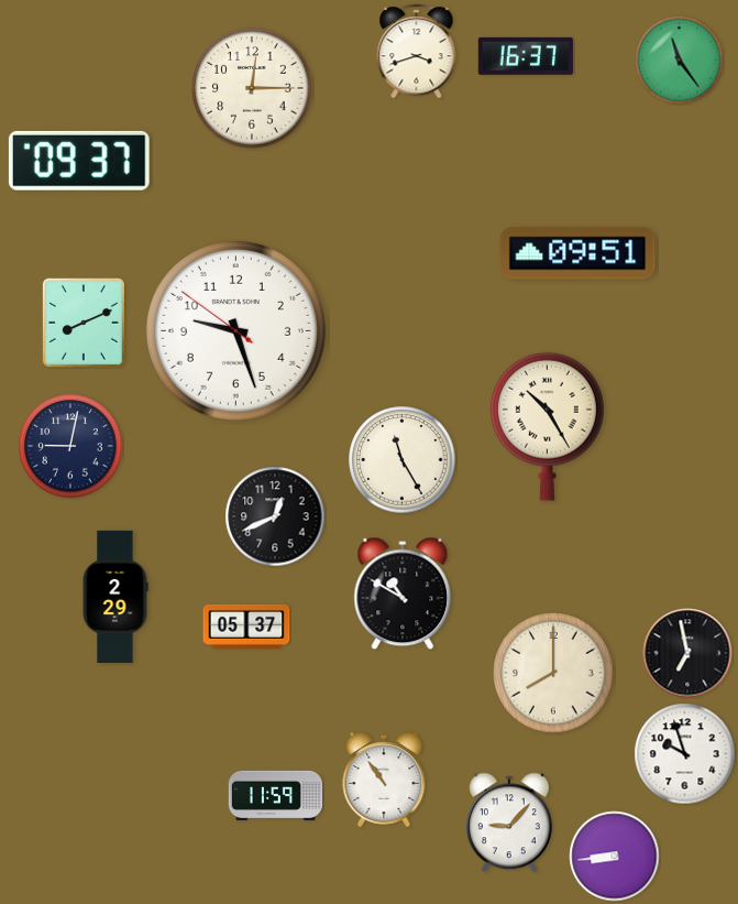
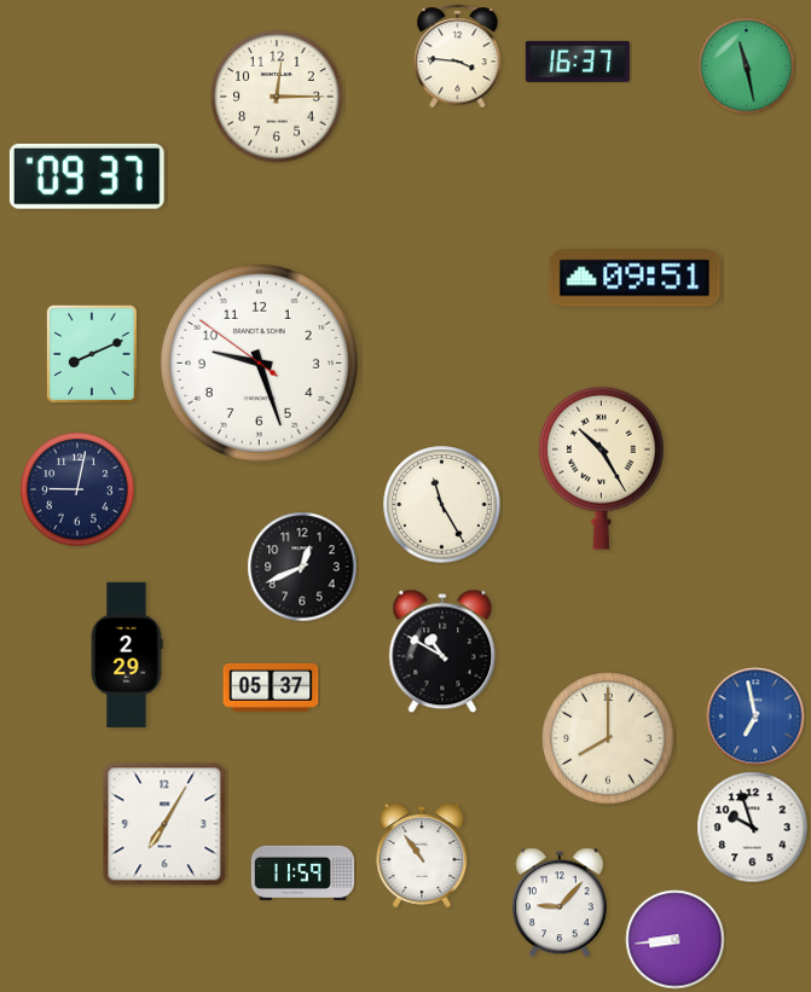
clock at (417, 52): 3:42 -> 3:46
clock at (680, 61): 11:24 -> 11:28
clock at (687, 653) dial: black -> blue
clock at (164, 824): none -> 7:05
